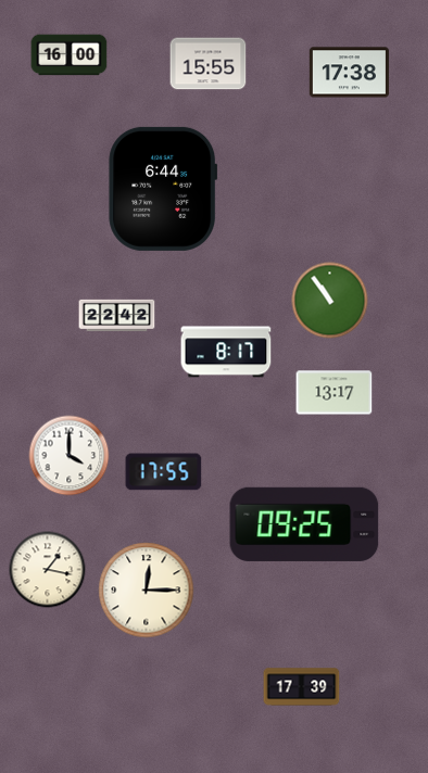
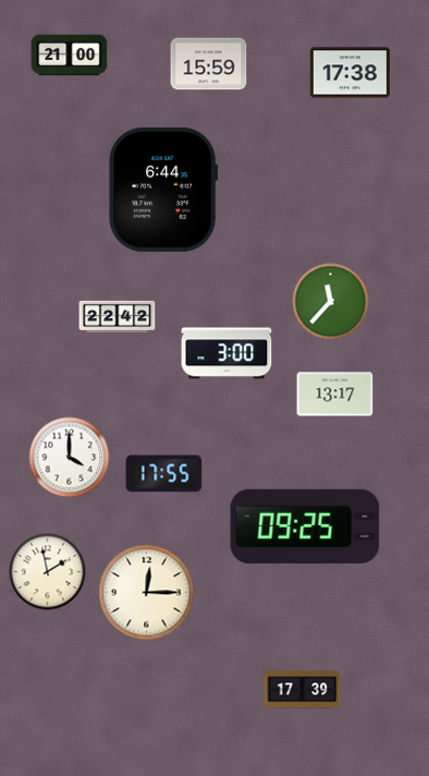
clock at (70, 55): 16:00 -> 21:00
clock at (209, 64): 15:55 -> 15:59
clock at (330, 301): 10:54 -> 11:37
clock at (226, 352): 8:17 -> 3:00
clock at (48, 570): 1:17 -> 1:58
